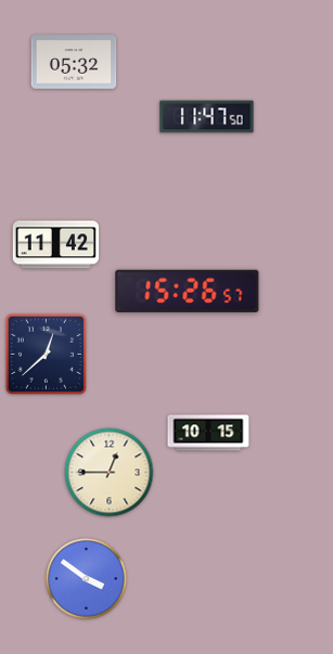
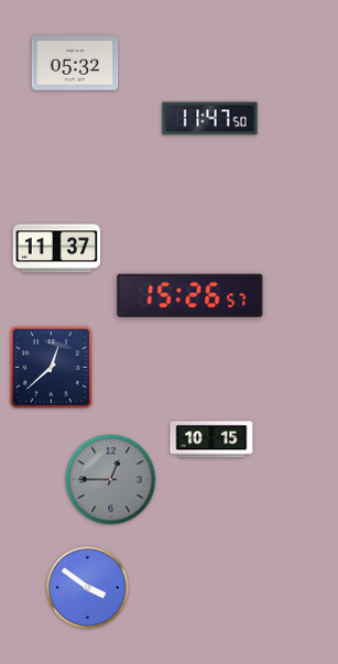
clock at (56, 245): 11:42 -> 11:37
clock at (46, 354) position: (46, 354) -> (51, 367)
clock at (110, 473) dial: cream -> grey
